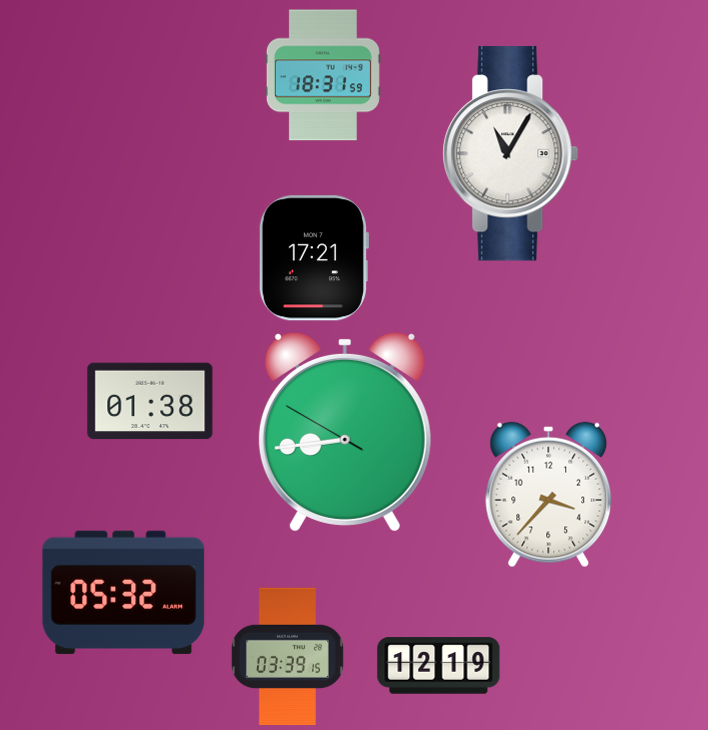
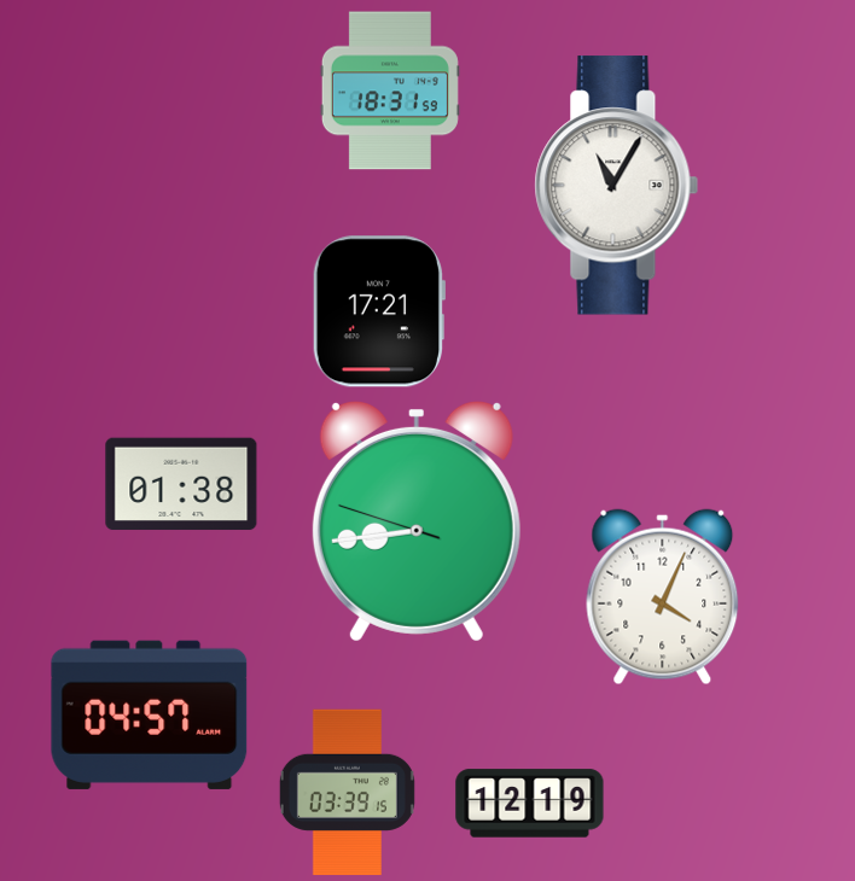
clock at (345, 432): 8:43:50 -> 8:43:48
clock at (549, 495): 3:37 -> 4:04
clock at (124, 592): 05:32 -> 04:57
